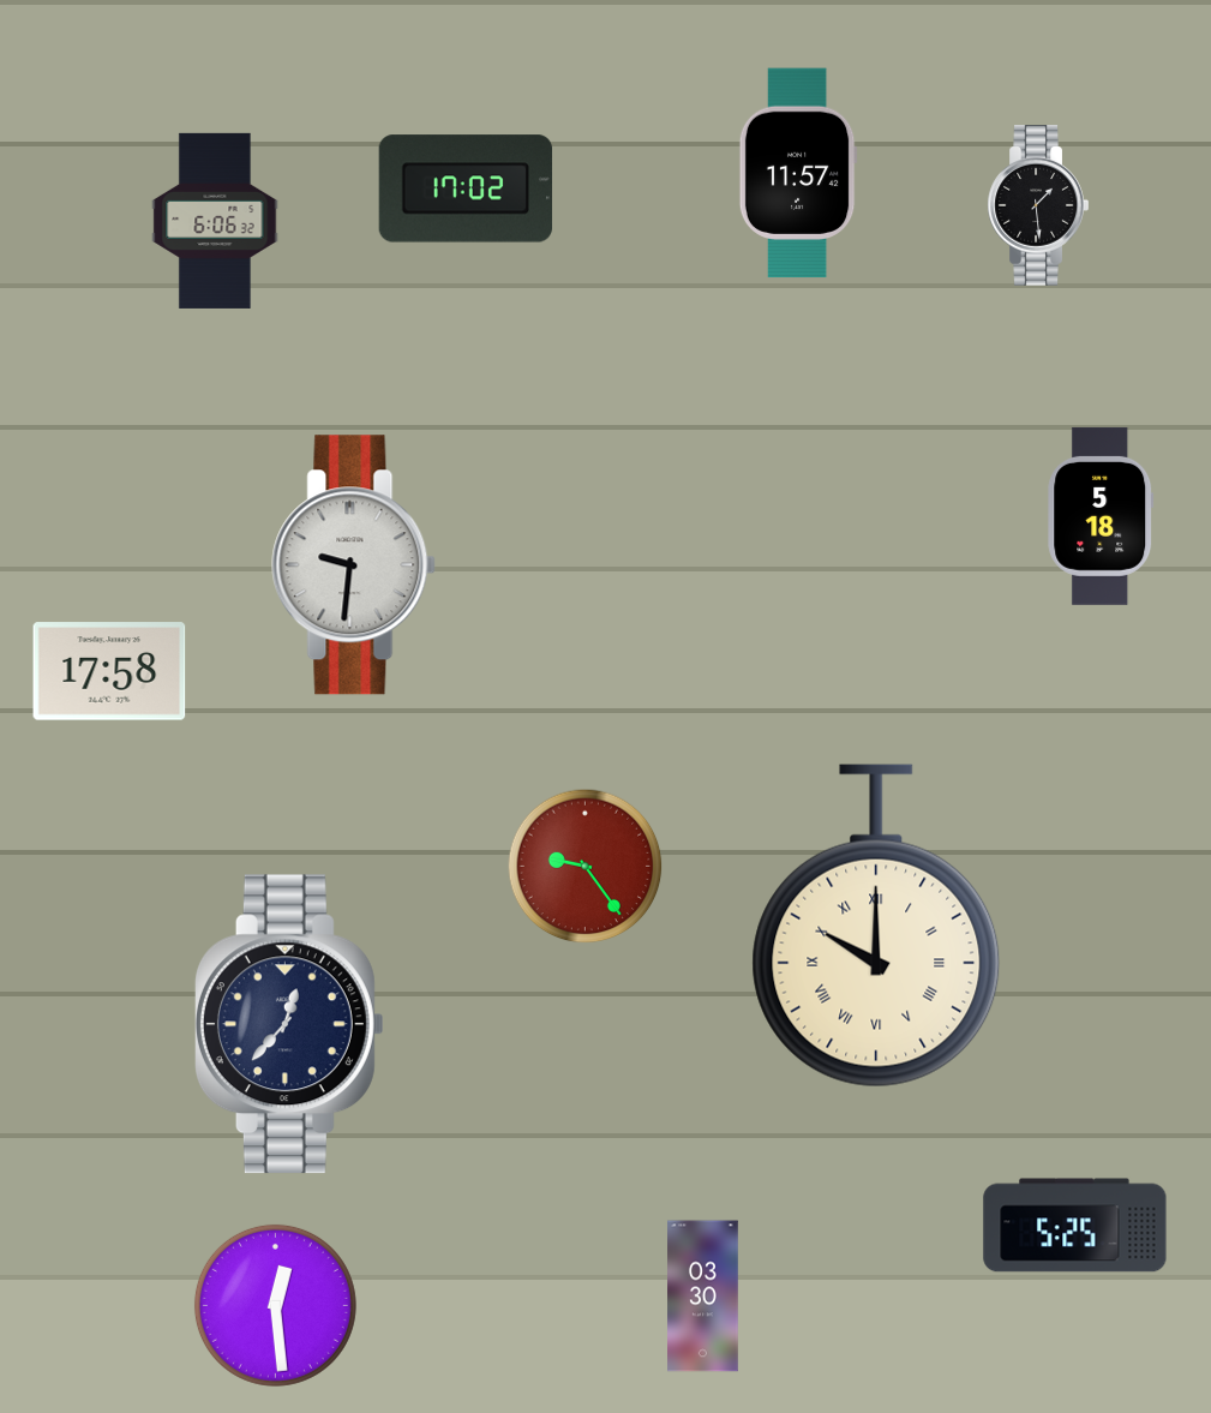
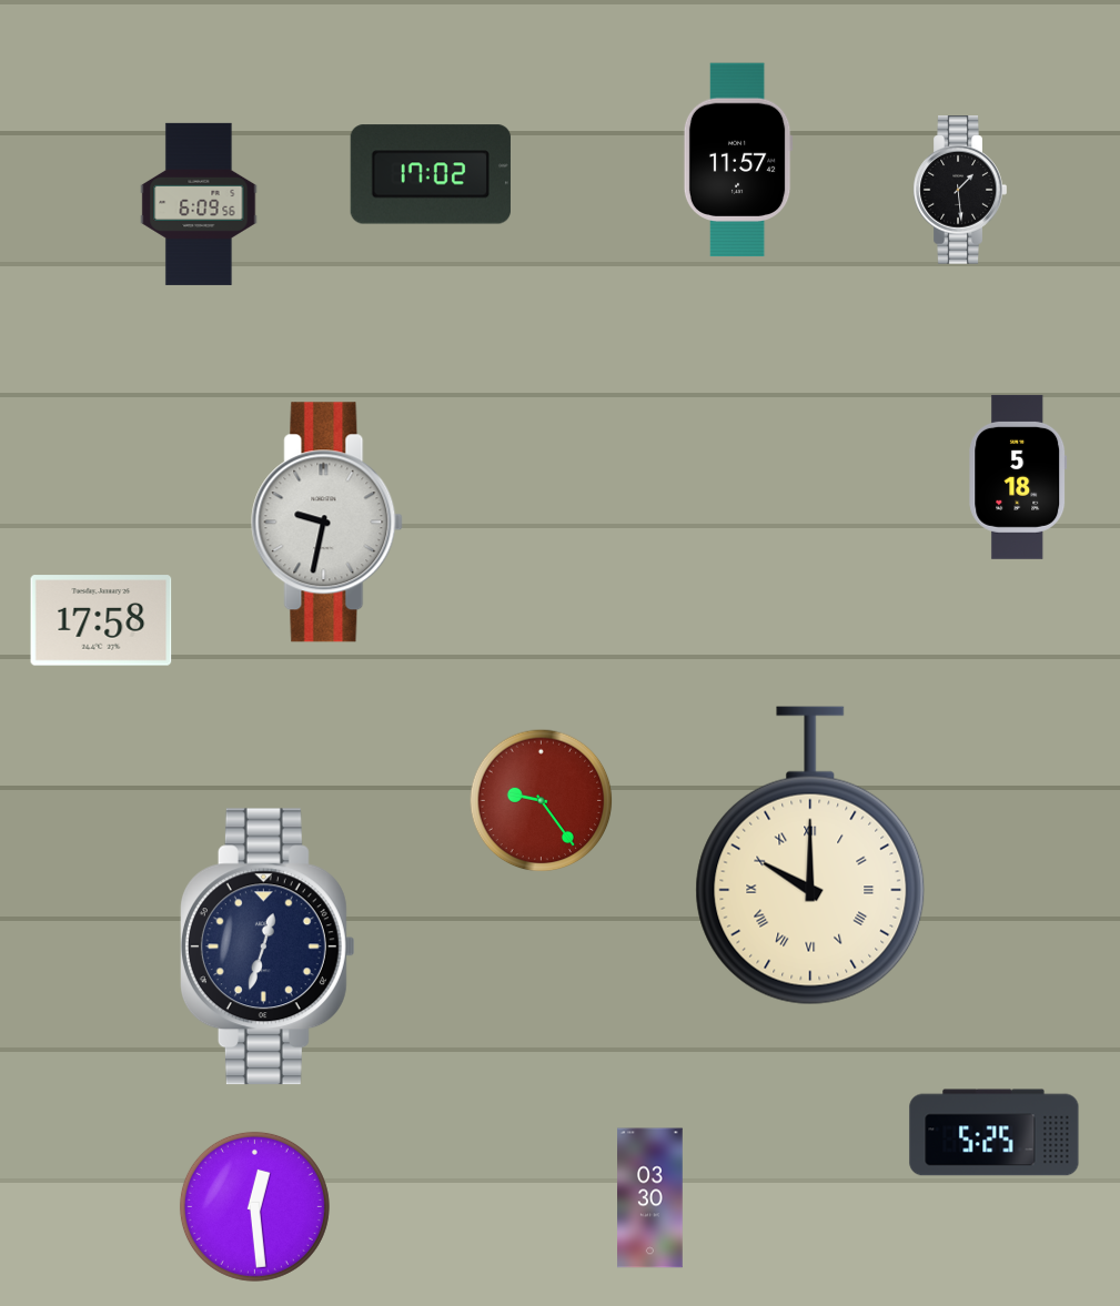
clock at (215, 221): 6:06 -> 6:09
clock at (354, 565): 9:31 -> 9:32
clock at (289, 1024): 12:37 -> 12:33
